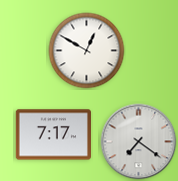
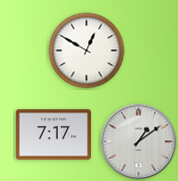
clock at (139, 142): 7:21 -> 1:09
